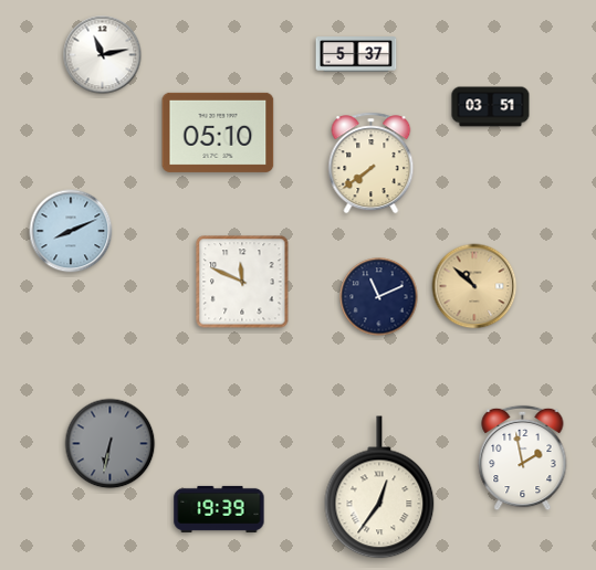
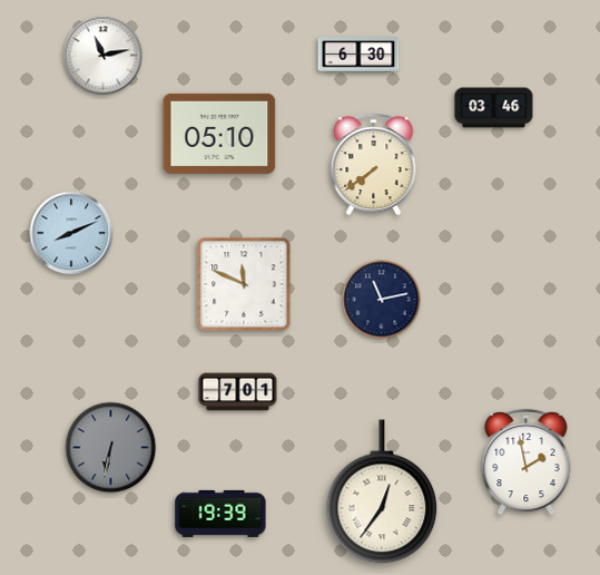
clock at (356, 54): 5:37 -> 6:30
clock at (491, 107): 03:51 -> 03:46
clock at (474, 286): 10:52 -> none
clock at (379, 297): 11:11 -> 11:13
clock at (238, 392): none -> 7:01
